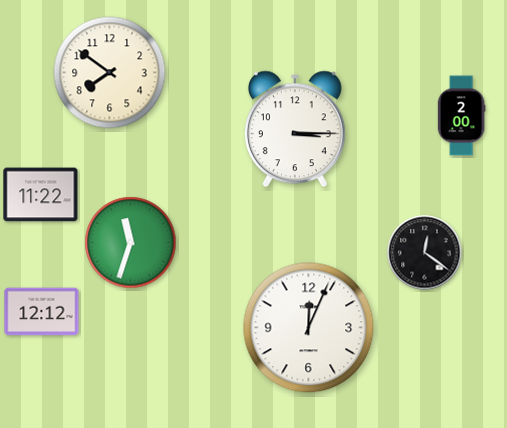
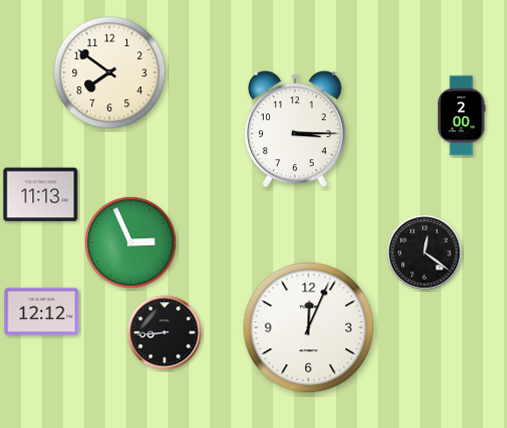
clock at (41, 195): 11:22 -> 11:13
clock at (131, 243): 11:33 -> 2:56
clock at (165, 333): none -> 8:44
